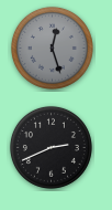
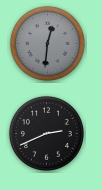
clock at (52, 48): 12:27 -> 12:31
